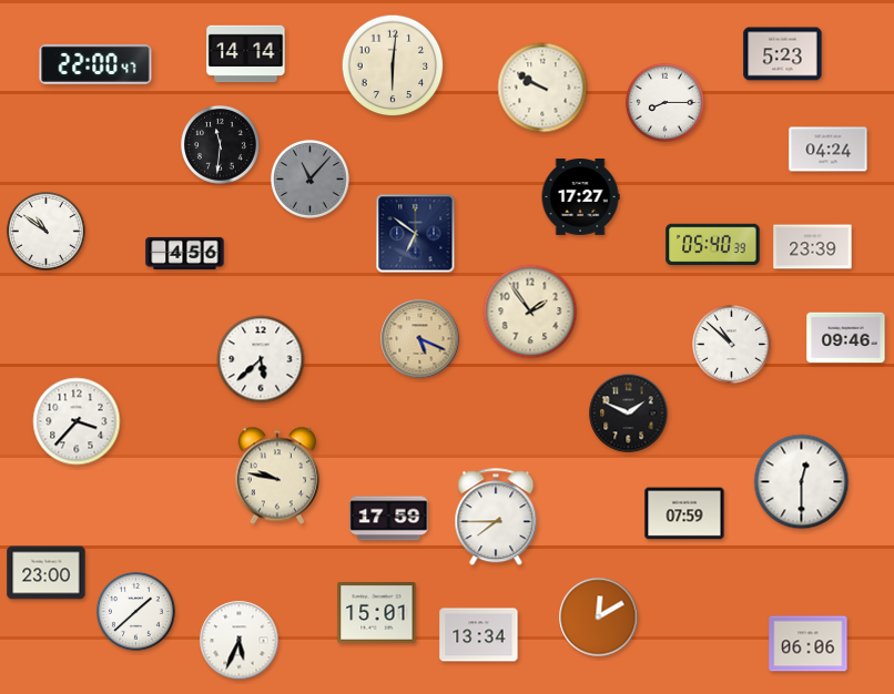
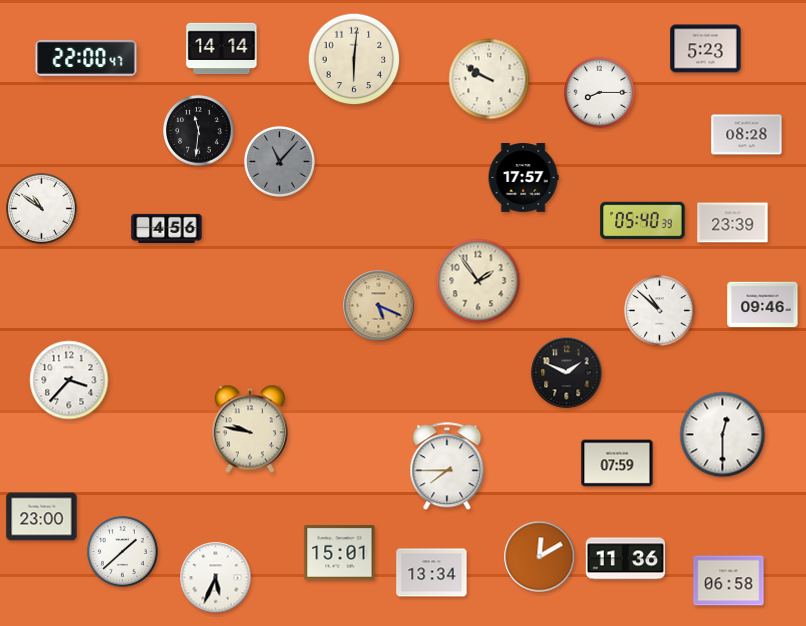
clock at (829, 150): 04:24 -> 08:28
clock at (580, 197): 17:27 -> 17:57
clock at (416, 234): 6:51 -> none
clock at (261, 359): 5:38 -> none
clock at (389, 519): 17:59 -> none
clock at (626, 559): none -> 11:36
clock at (809, 644): 06:06 -> 06:58
